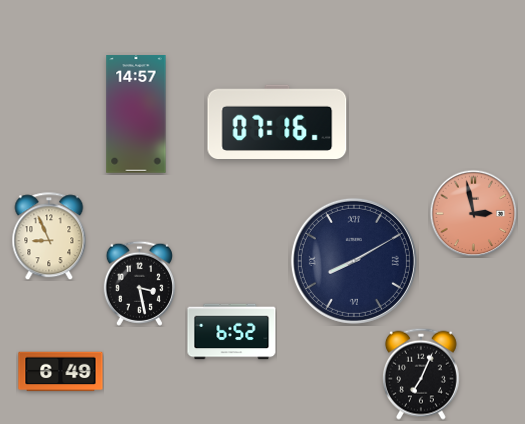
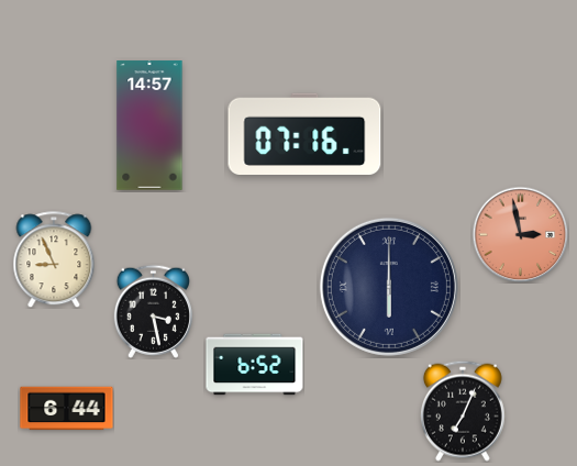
clock at (354, 261): 8:10 -> 6:00
clock at (61, 372): 6:49 -> 6:44
